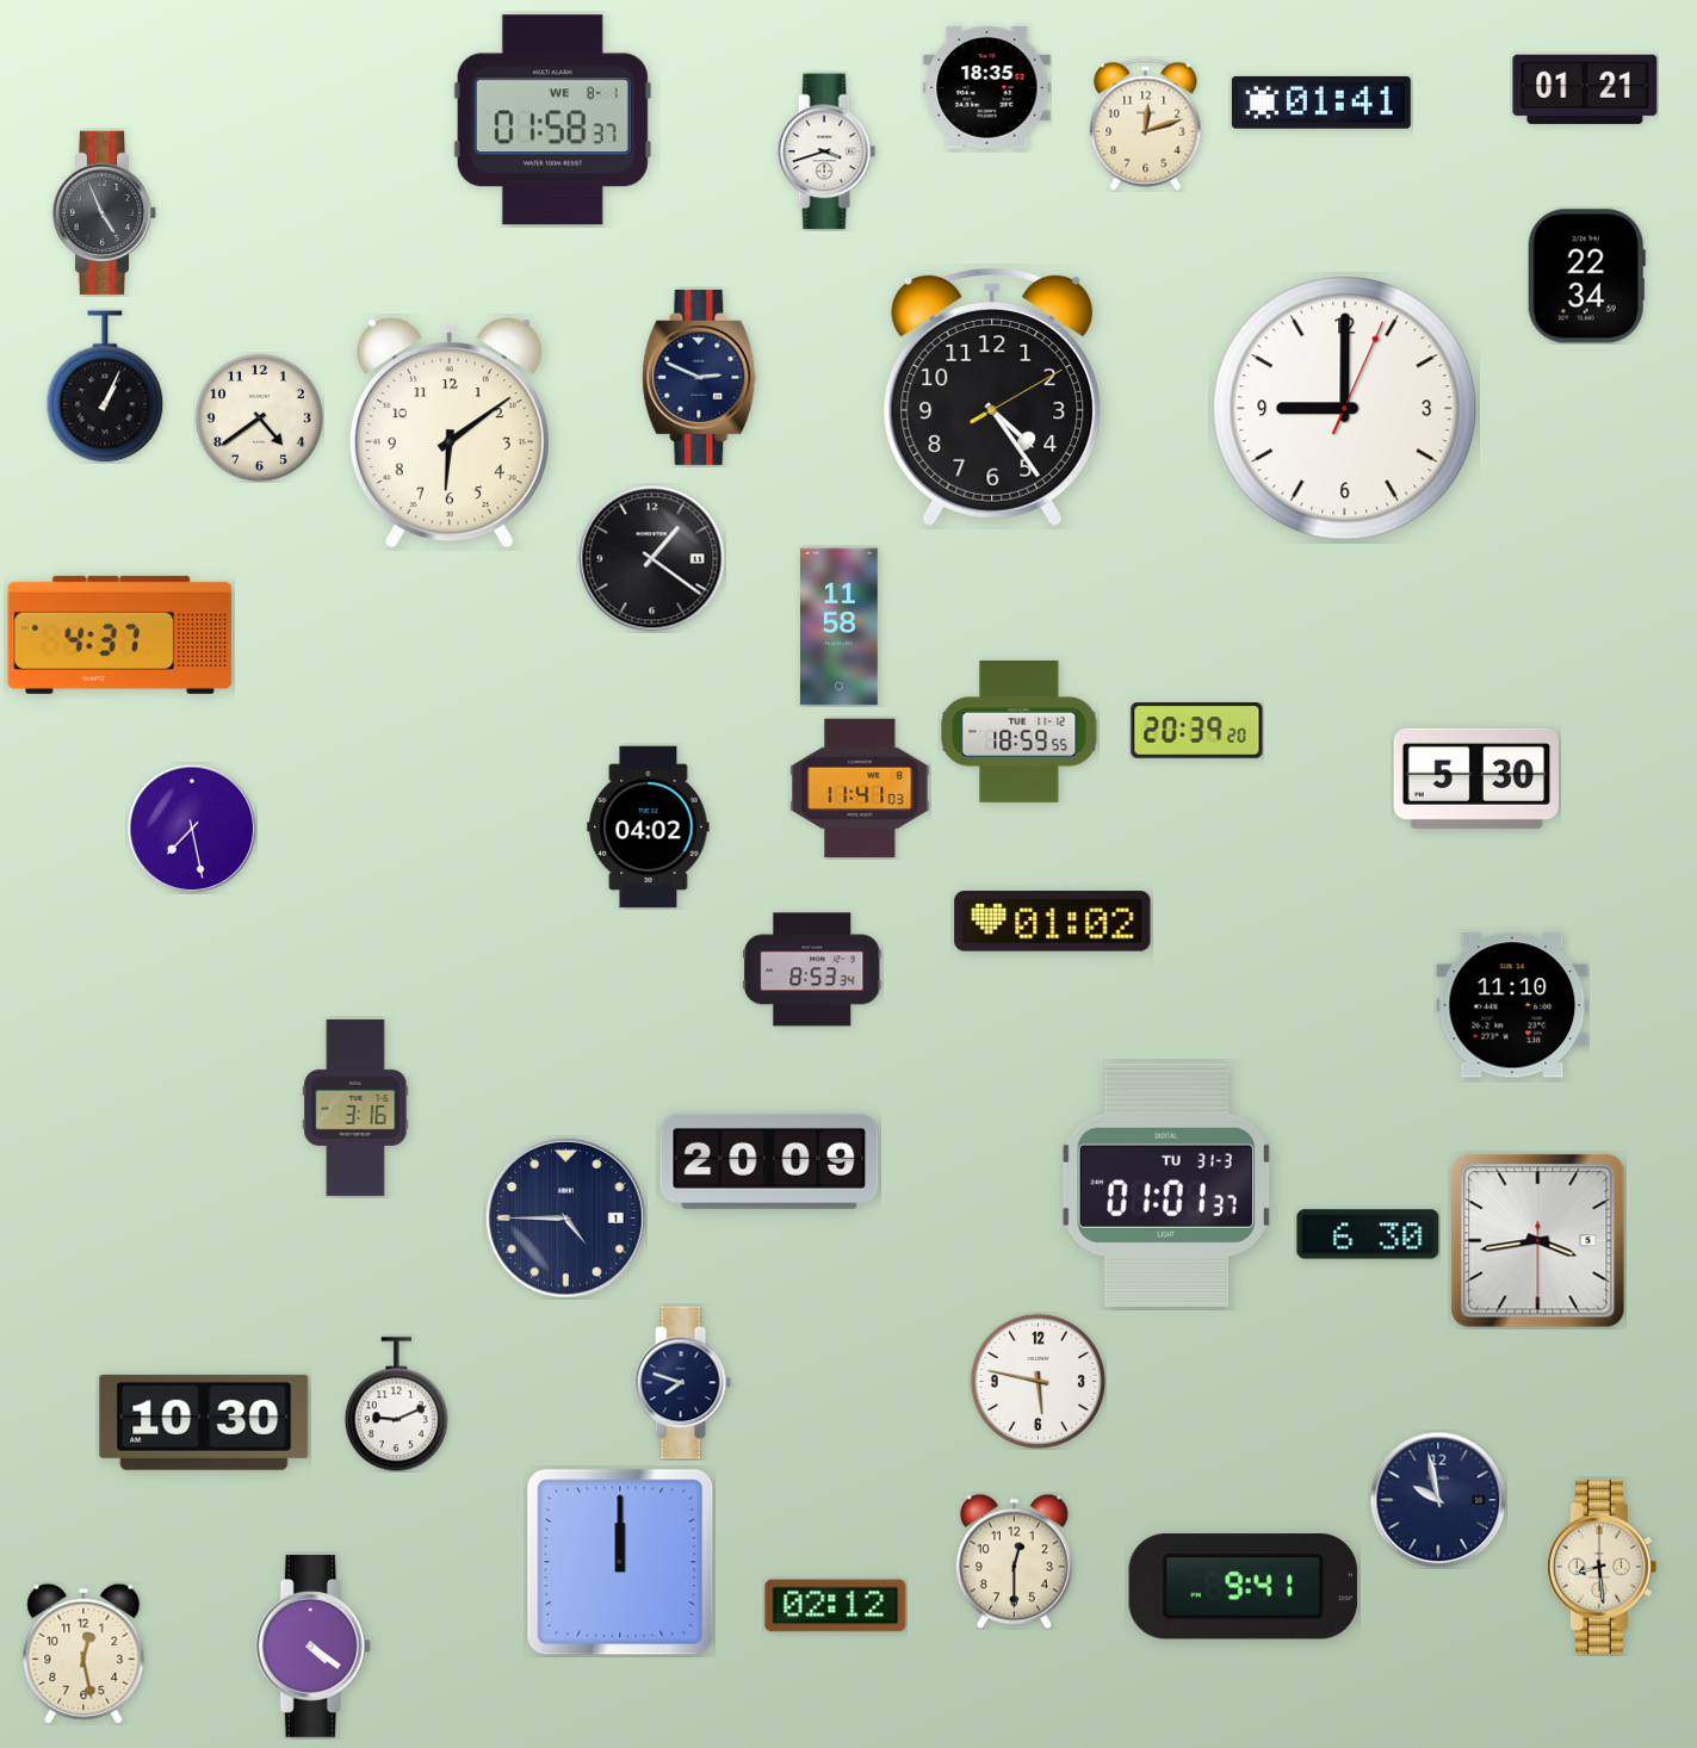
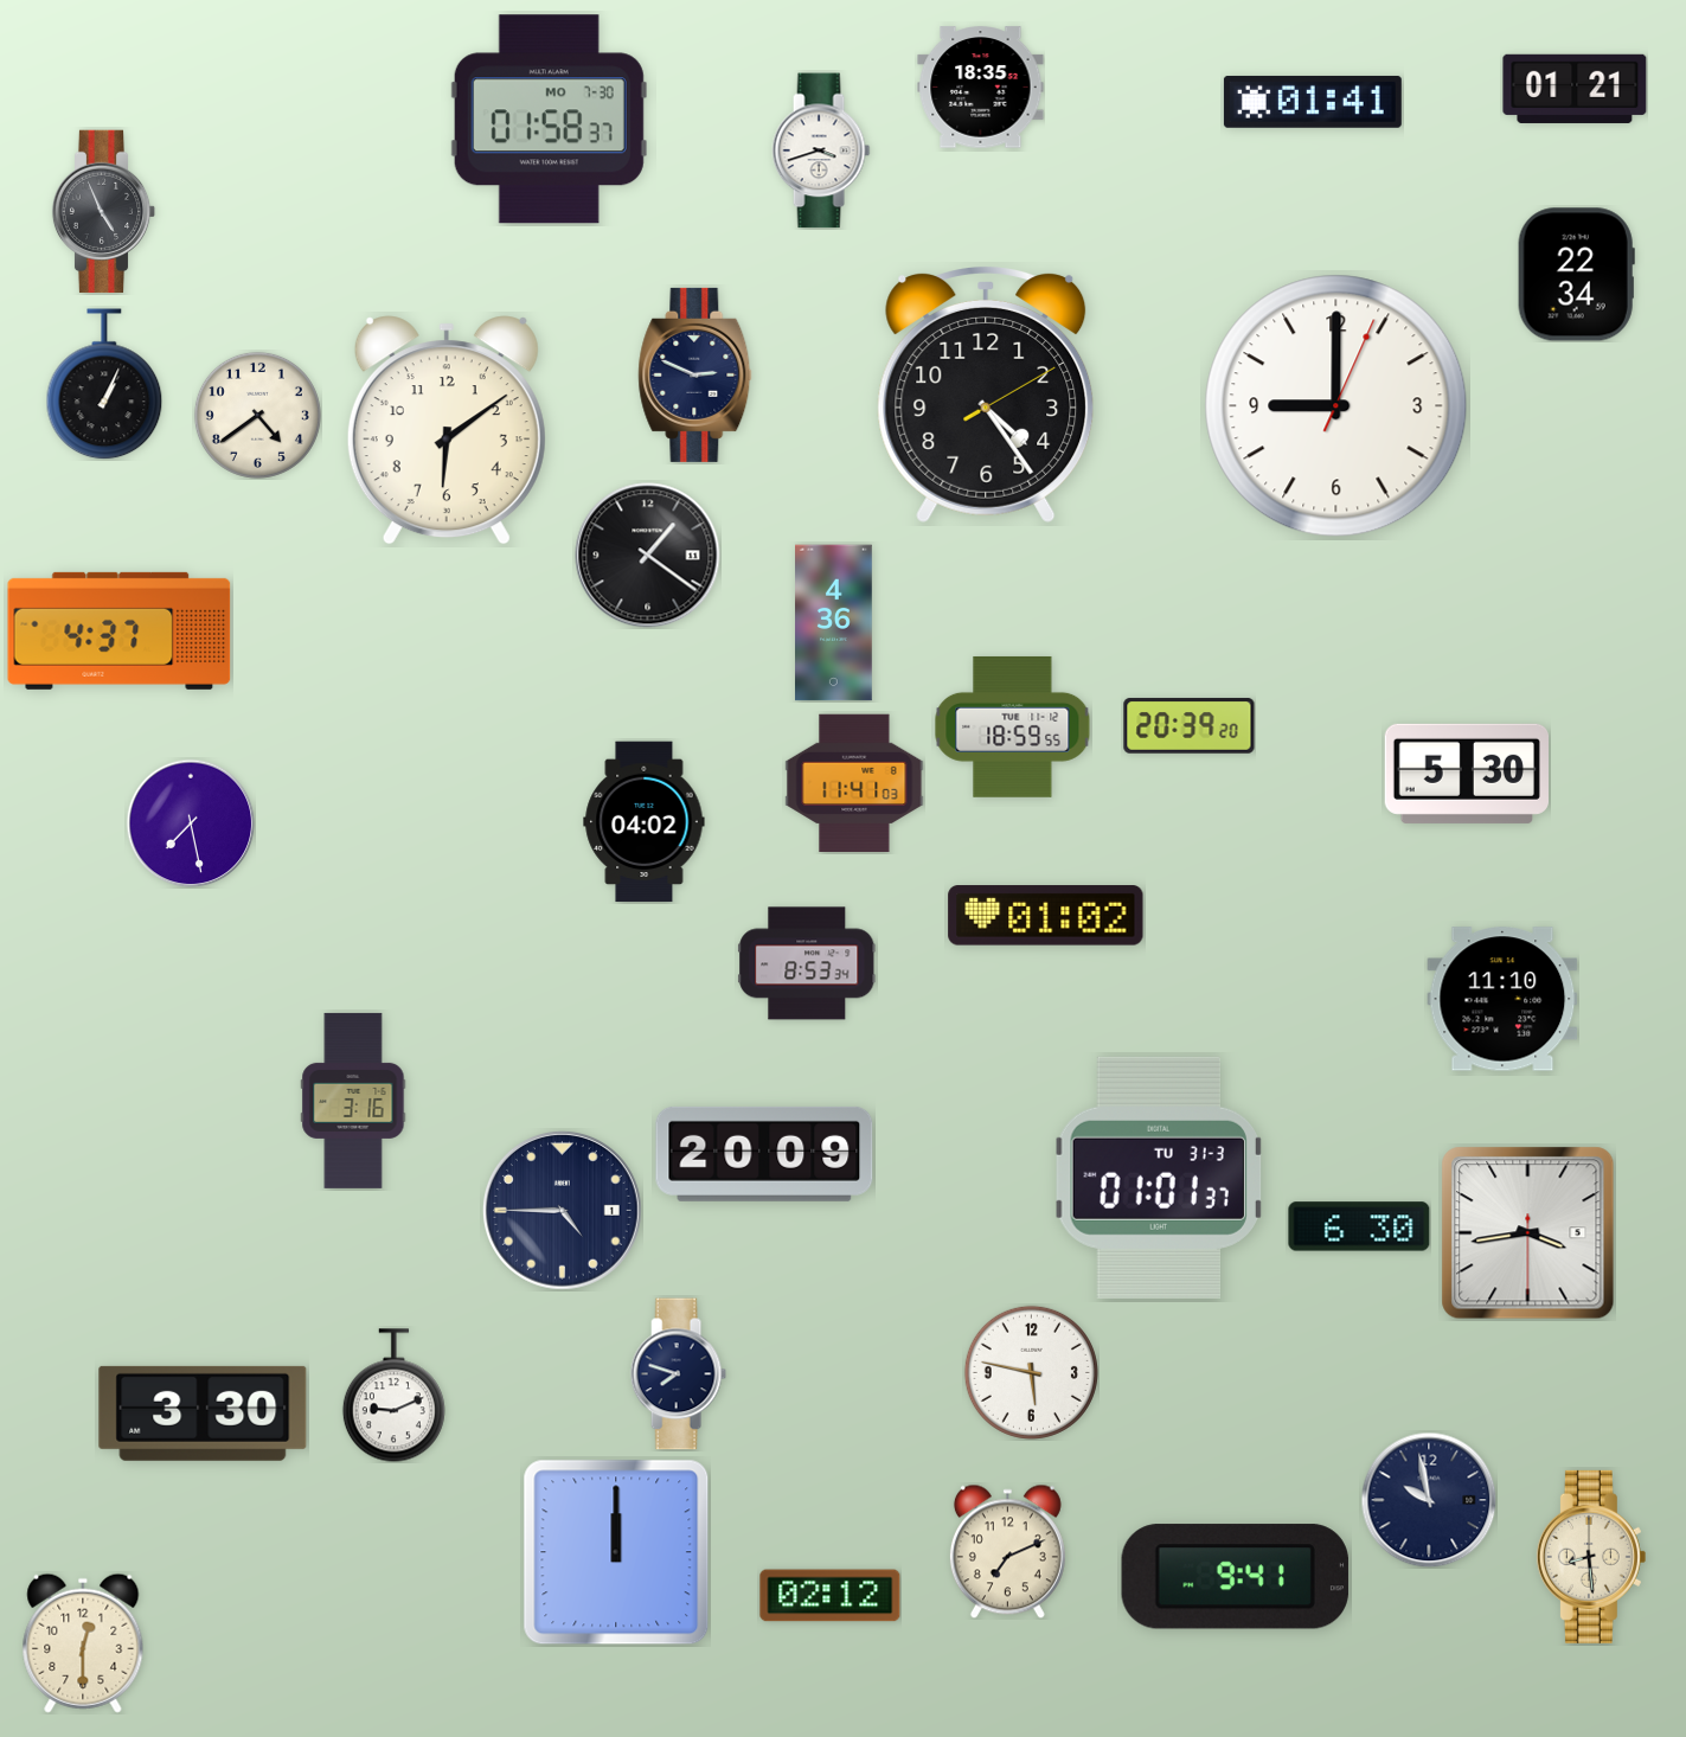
clock at (552, 120) date: WE 8-1 -> MO 7-30
clock at (1146, 124): 12:12 -> none
clock at (840, 627): 11:58 -> 4:36
clock at (204, 1422): 10:30 -> 3:30
clock at (1438, 1500) position: (1438, 1500) -> (1429, 1500)
clock at (1014, 1561): 12:30 -> 7:11
clock at (312, 1645): 4:21 -> none
clock at (83, 1654): 12:28 -> 12:30
